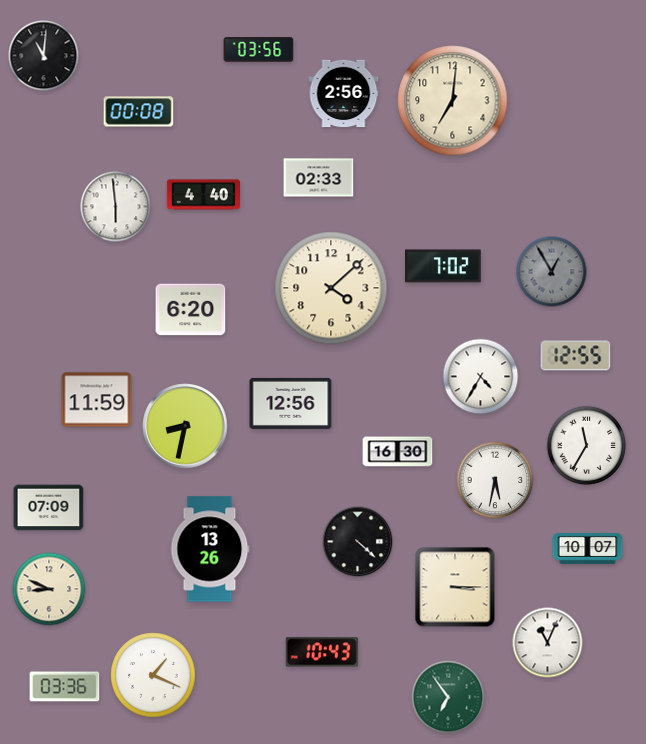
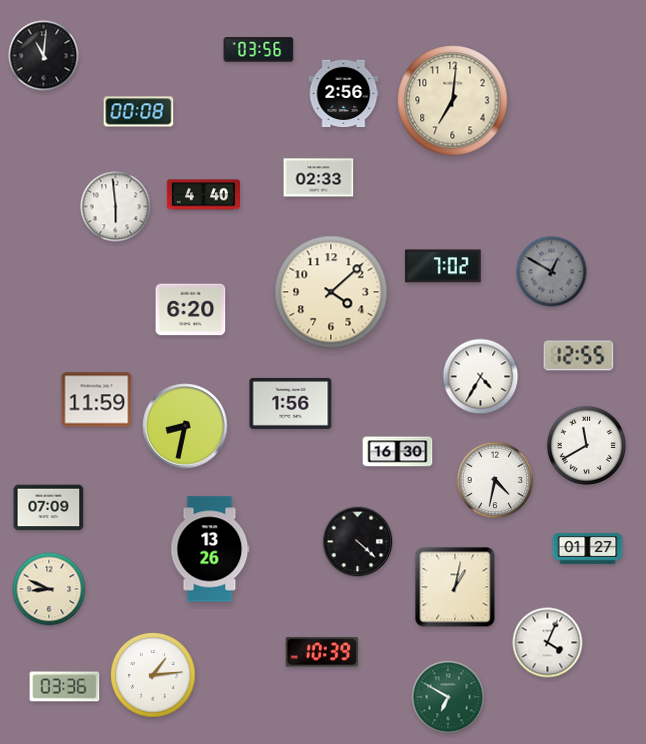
clock at (552, 272): 12:55 -> 12:50
clock at (331, 288) position: (331, 288) -> (331, 292)
clock at (576, 356) position: (576, 356) -> (579, 356)
clock at (291, 403): 12:56 -> 1:56
clock at (587, 446): 11:35 -> 11:40
clock at (495, 480): 5:32 -> 4:32
clock at (588, 549): 10:07 -> 01:27
clock at (455, 587): 3:15 -> 1:02
clock at (548, 643): 11:04 -> 4:04
clock at (322, 652): 10:43 -> 10:39
clock at (153, 675): 1:19 -> 1:14
clock at (448, 697): 6:54 -> 6:50
